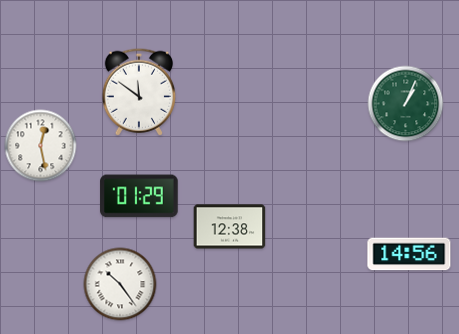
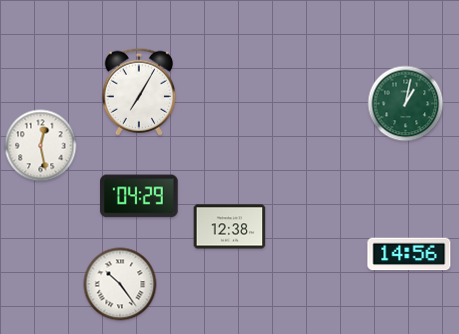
clock at (138, 92): 11:51 -> 7:05
clock at (406, 104): 1:04 -> 1:02
clock at (139, 196): 01:29 -> 04:29
